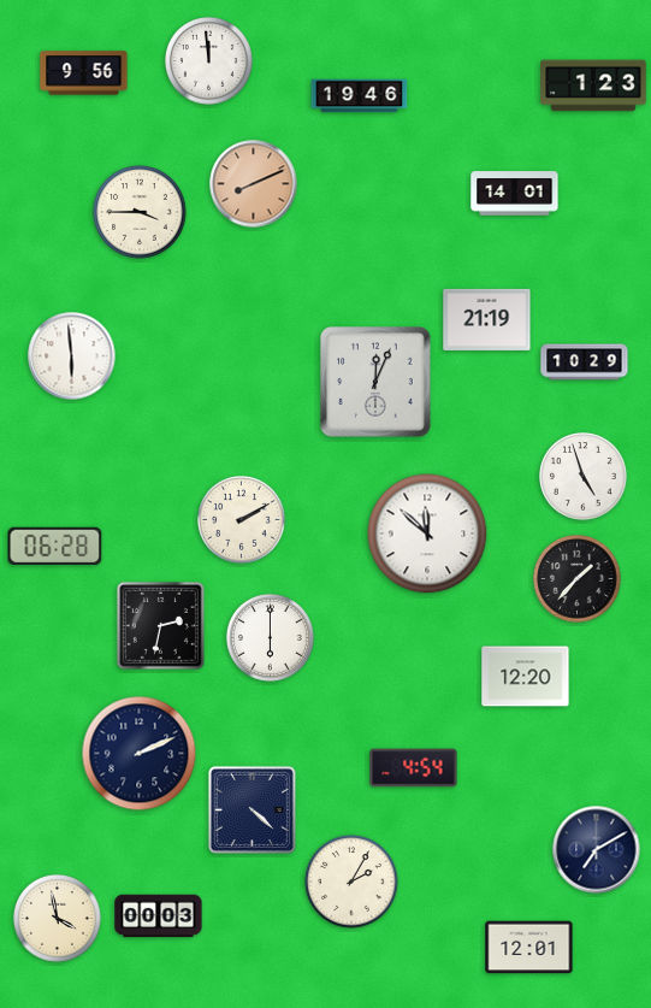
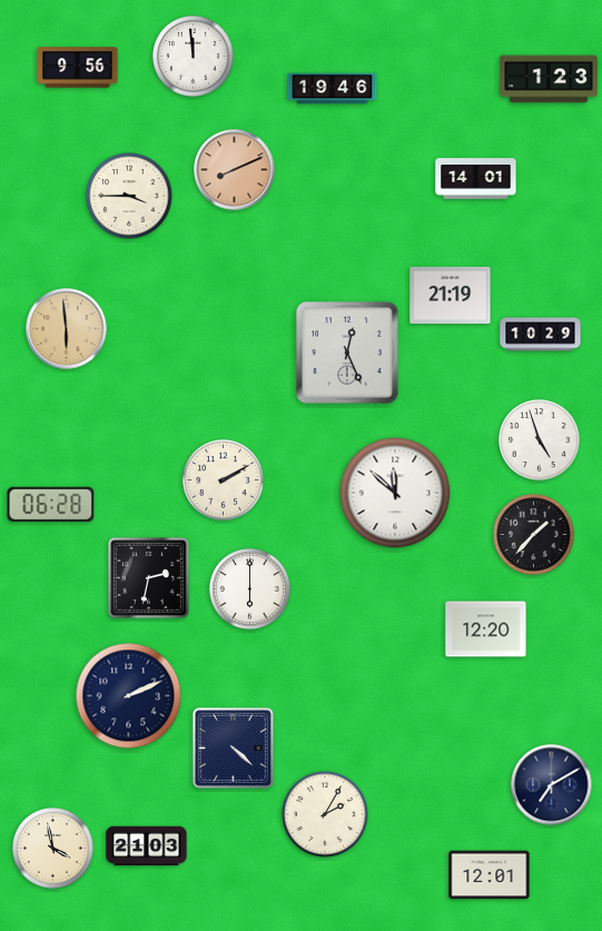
clock at (72, 356) dial: white -> champagne
clock at (377, 383): 12:04 -> 12:26
clock at (526, 677) position: (526, 677) -> (486, 630)
clock at (414, 768): 4:54 -> none
clock at (159, 916): 00:03 -> 21:03
